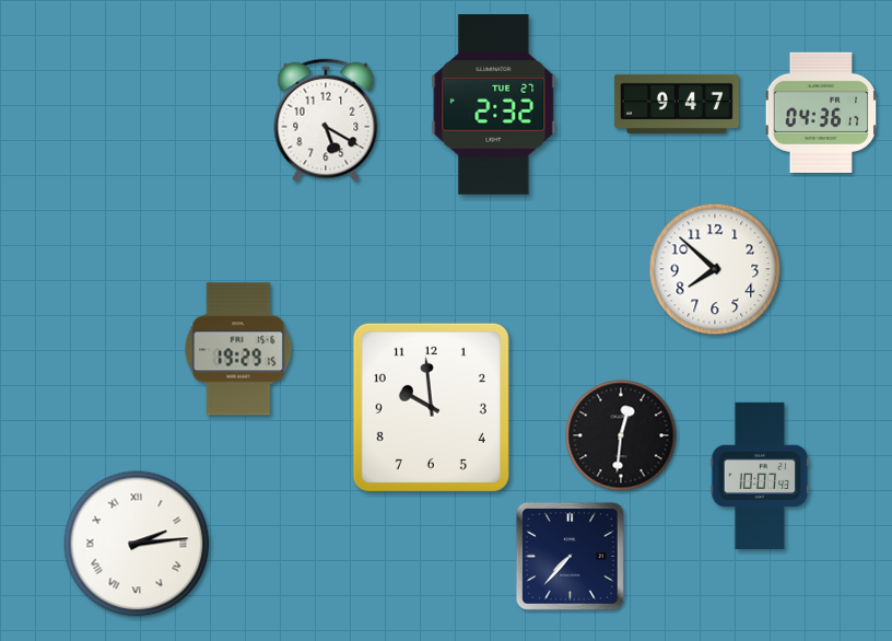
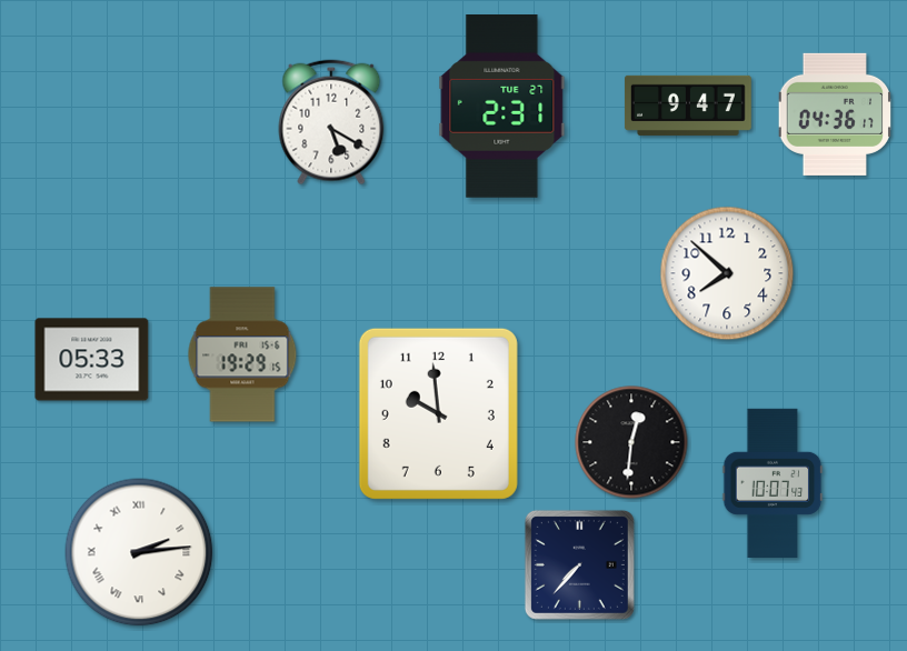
clock at (494, 105): 2:32 -> 2:31
clock at (92, 360): none -> 05:33
